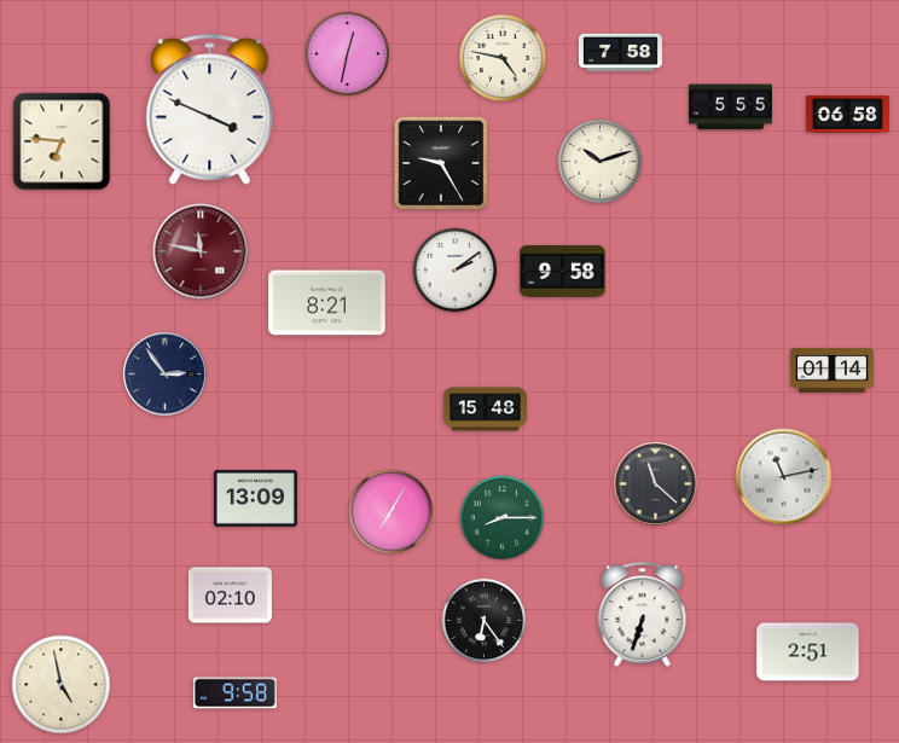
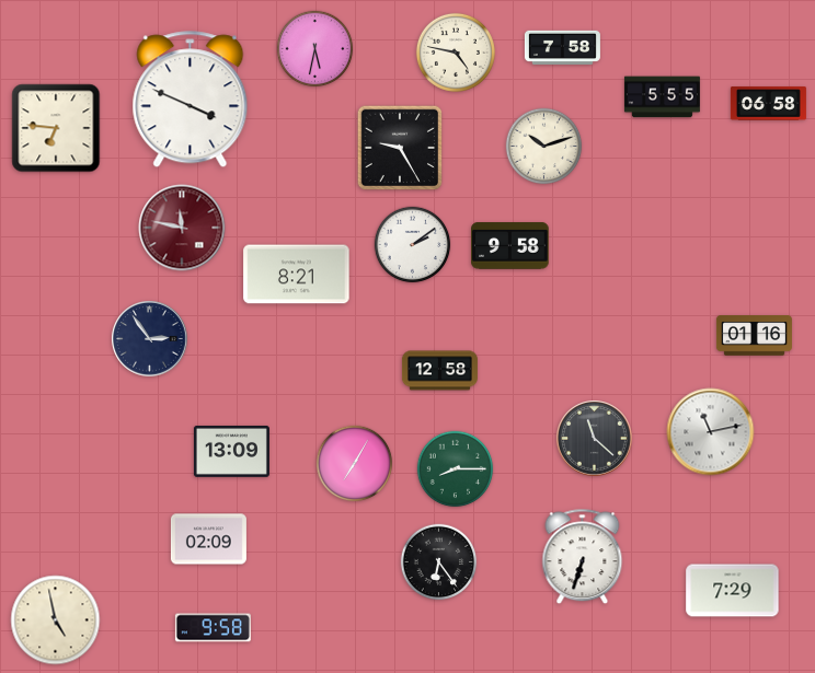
clock at (348, 54): 12:32 -> 5:32
clock at (831, 371): 01:14 -> 01:16
clock at (485, 410): 15:48 -> 12:58
clock at (230, 596): 02:10 -> 02:09
clock at (808, 652): 2:51 -> 7:29
